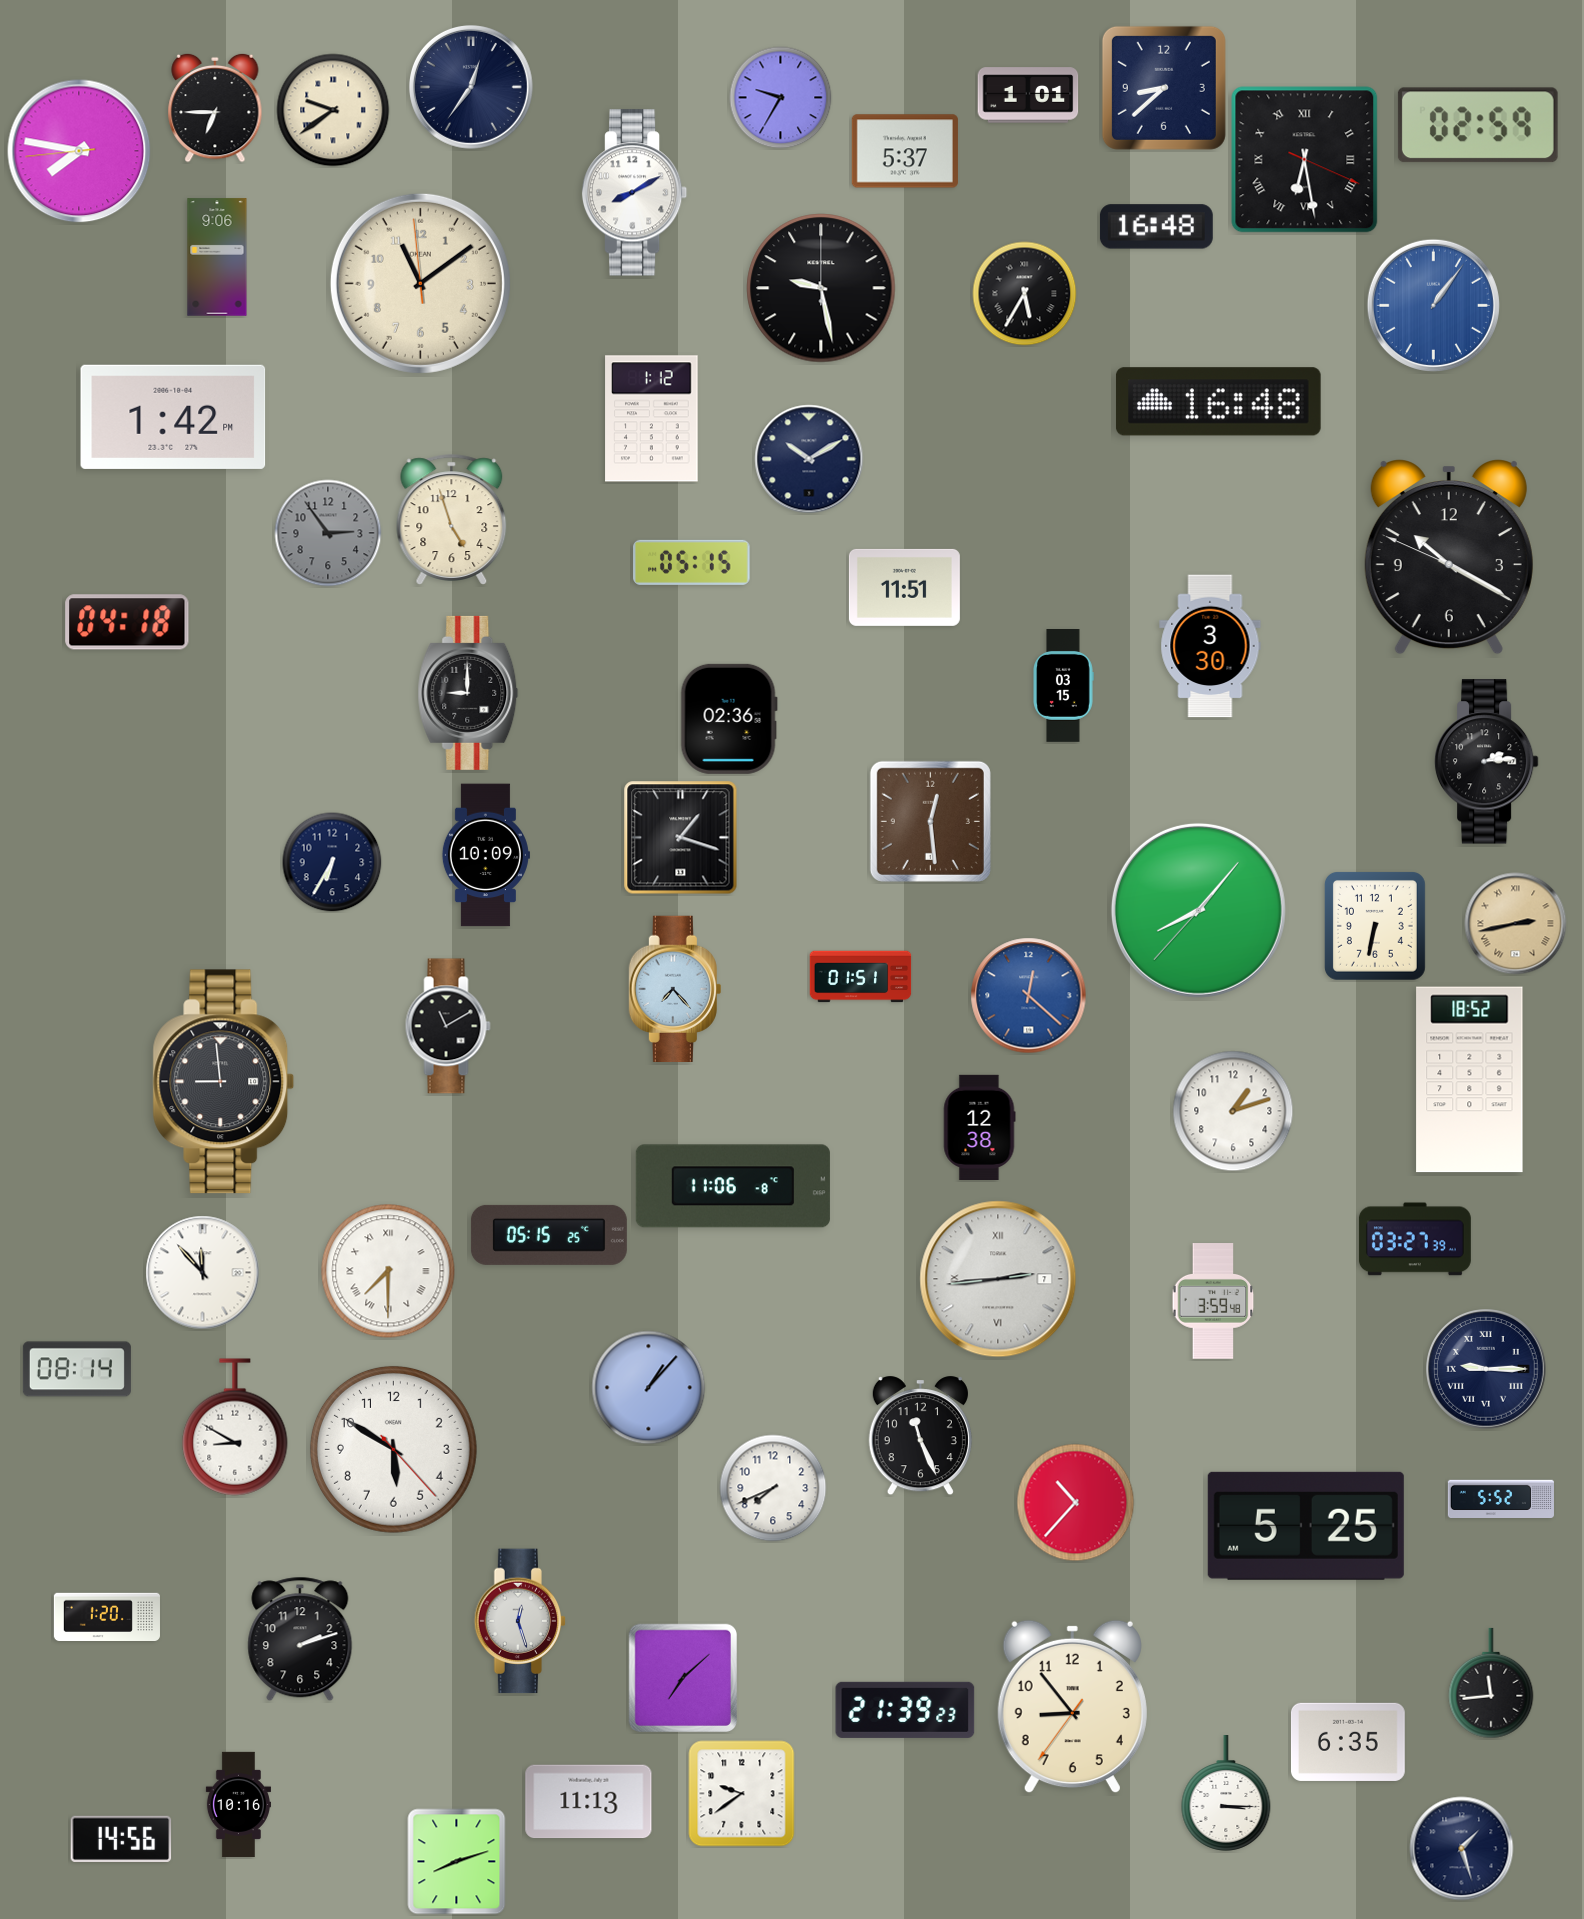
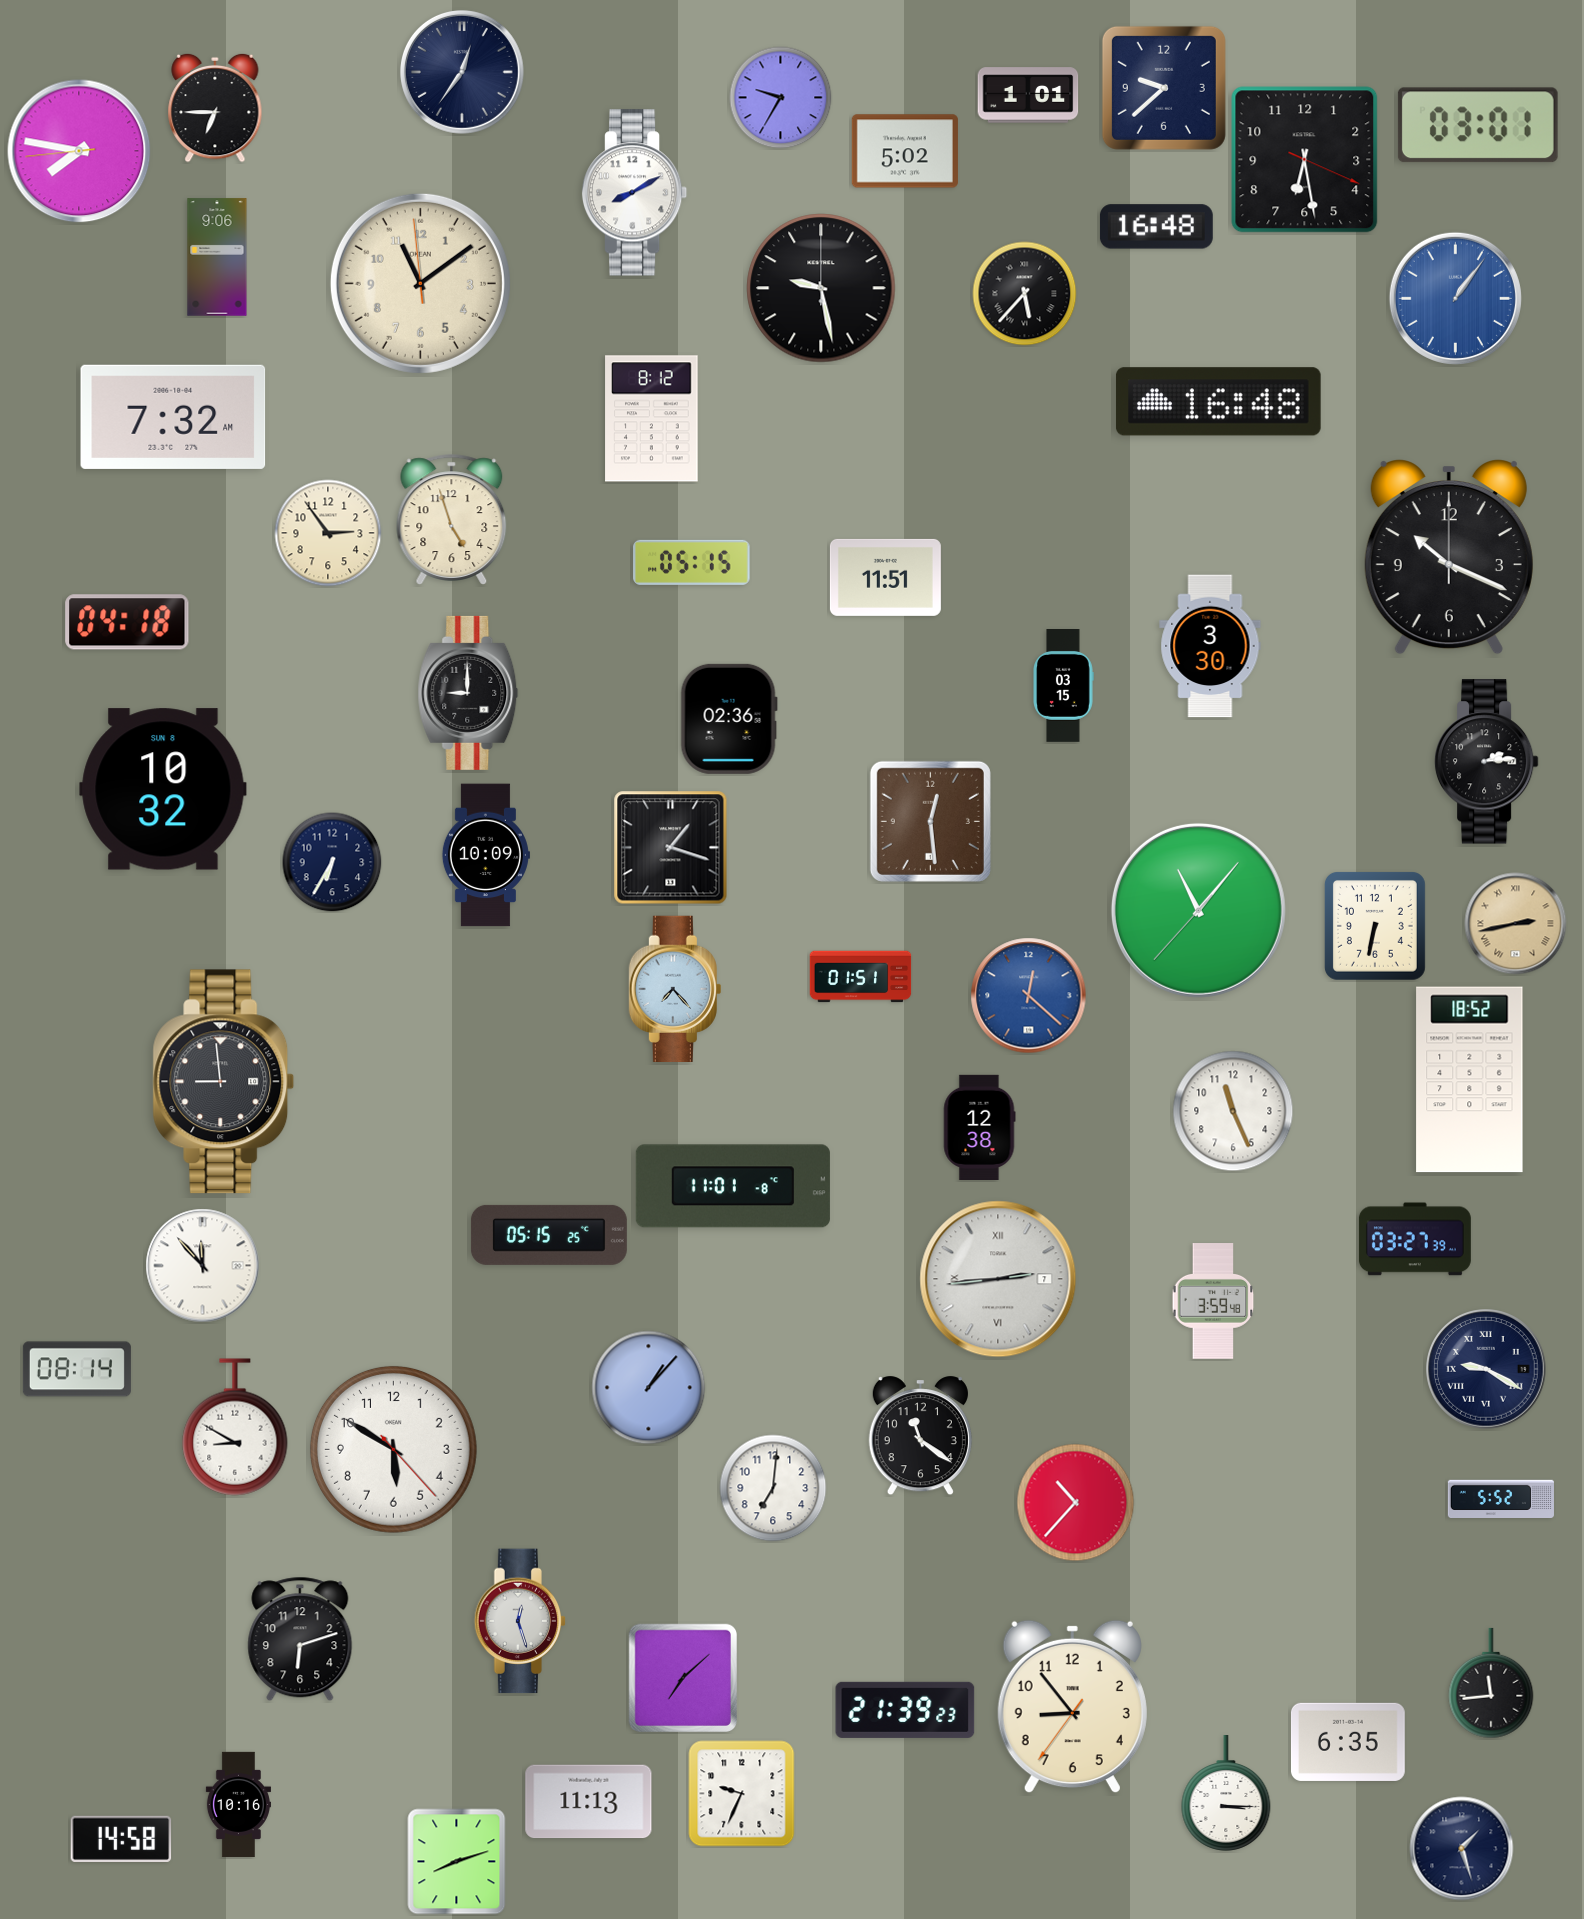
clock at (471, 87) position: (471, 87) -> (462, 72)
clock at (1164, 88): 8:38 -> 9:38
clock at (333, 110): 9:39 -> none
clock at (1478, 125): 02:59 -> 03:01
clock at (905, 151): 5:37 -> 5:02
clock at (1305, 160) numerals: Roman -> Arabic
clock at (1025, 294): 5:35 -> 5:37
clock at (1433, 305) position: (1433, 305) -> (1455, 298)
clock at (173, 417): 1:42 -> 7:32
clock at (652, 419): 1:12 -> 8:12
clock at (809, 459): 10:10 -> none
clock at (328, 533) dial: grey -> cream
clock at (1449, 558): 10:19:49 -> 10:19:00
clock at (904, 587) position: (904, 587) -> (885, 577)
clock at (163, 789): none -> 10:32
clock at (681, 838) position: (681, 838) -> (671, 848)
clock at (1198, 910): 8:06 -> 11:06
clock at (448, 1026): 11:10 -> none
clock at (1233, 1111): 1:12 -> 11:26
clock at (733, 1186): 11:06 -> 11:01
clock at (388, 1271): 7:30 -> none
clock at (203, 1273) position: (203, 1273) -> (203, 1266)
clock at (1486, 1369): 9:15 -> 9:20
clock at (920, 1436): 11:26 -> 11:21
clock at (773, 1488): 7:41 -> 7:01
clock at (1306, 1526): 5:25 -> none
clock at (107, 1617): 1:20 -> none
clock at (300, 1639): 2:12 -> 6:12
clock at (742, 1794): 9:39 -> 9:34
clock at (121, 1839): 14:56 -> 14:58
